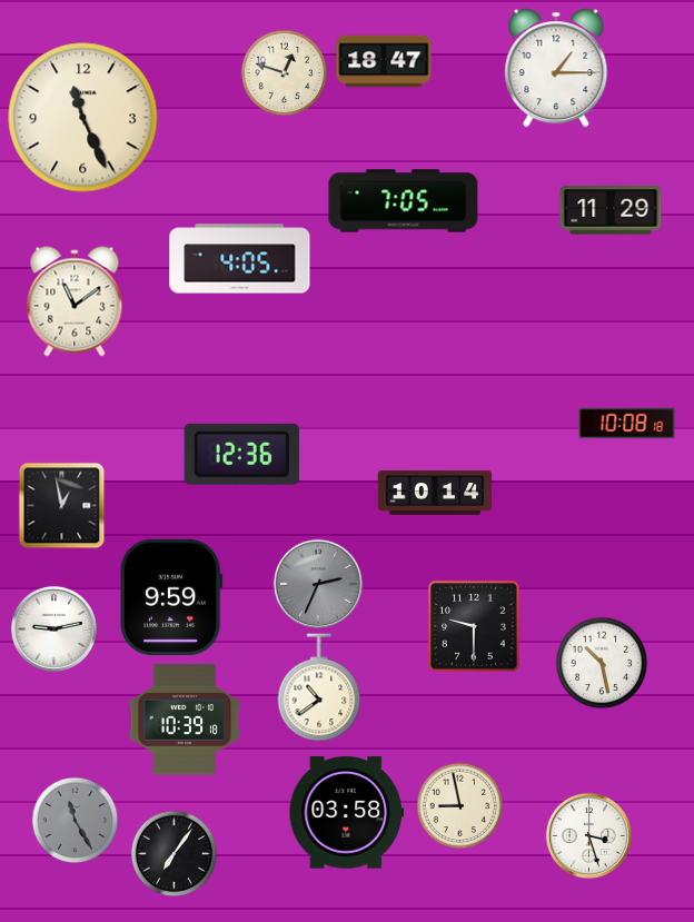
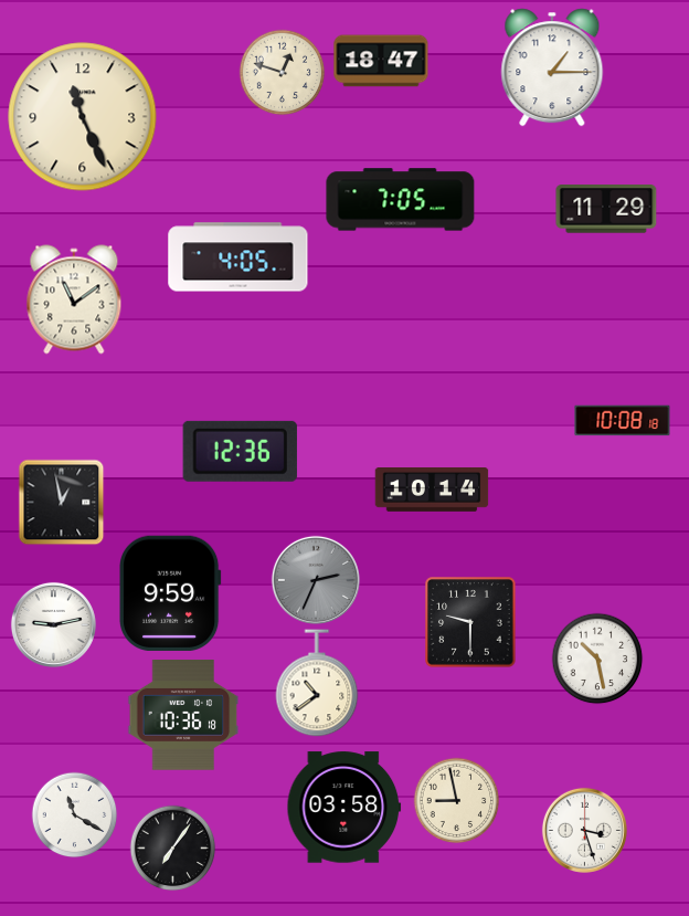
clock at (185, 720): 10:39 -> 10:36
clock at (75, 820): 11:25 -> 11:20
clock at (75, 820) dial: grey -> white
